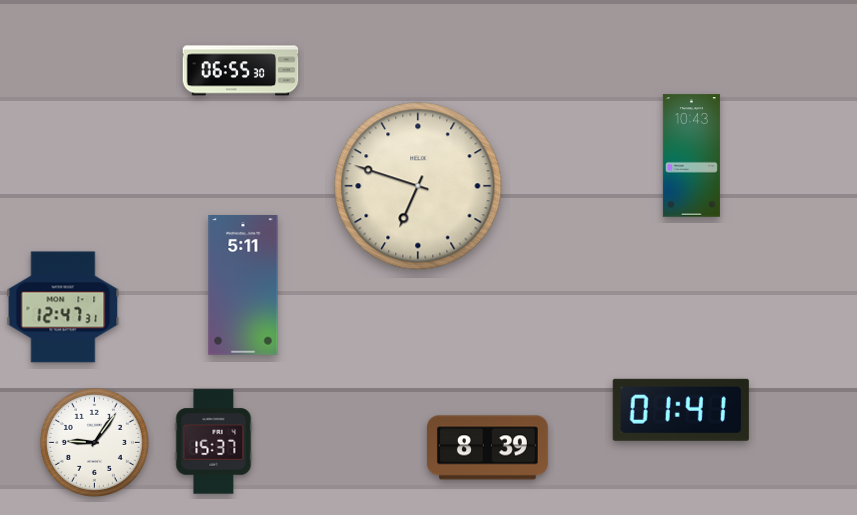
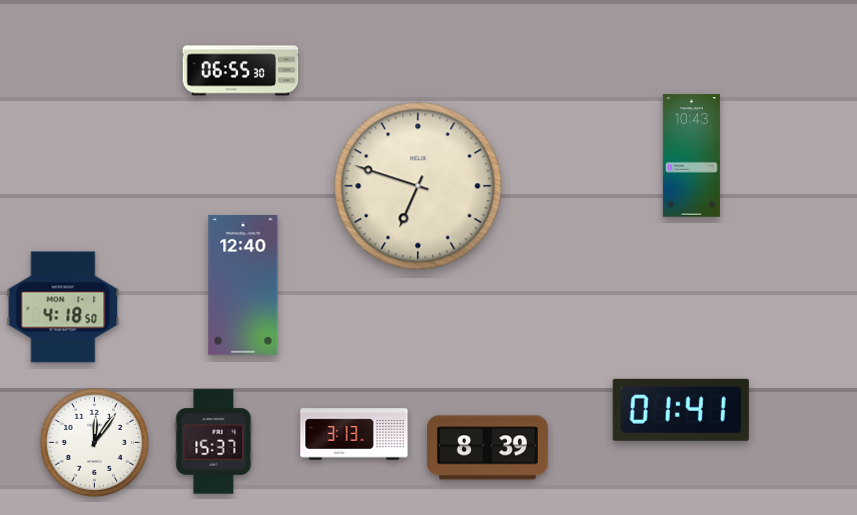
clock at (243, 286): 5:11 -> 12:40
clock at (63, 307): 12:47 -> 4:18
clock at (354, 434): none -> 3:13
clock at (94, 442): 9:06 -> 12:06
